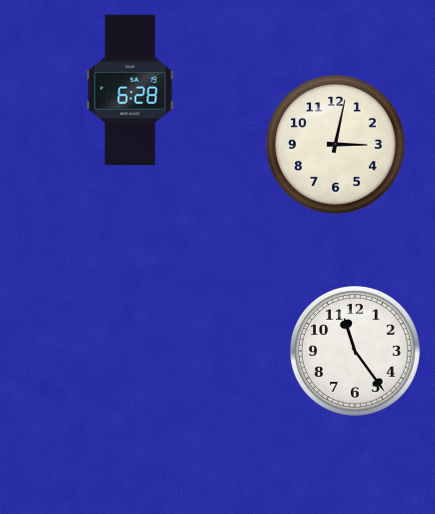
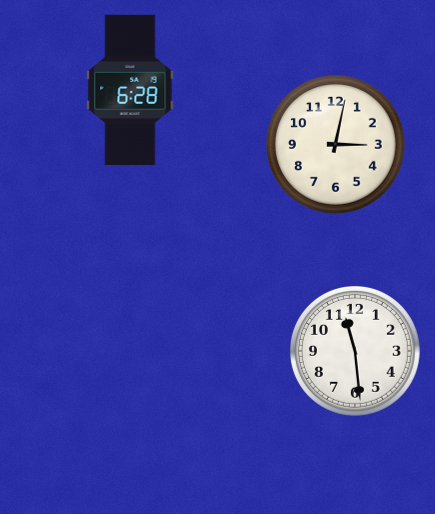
clock at (355, 351): 11:24 -> 11:29
